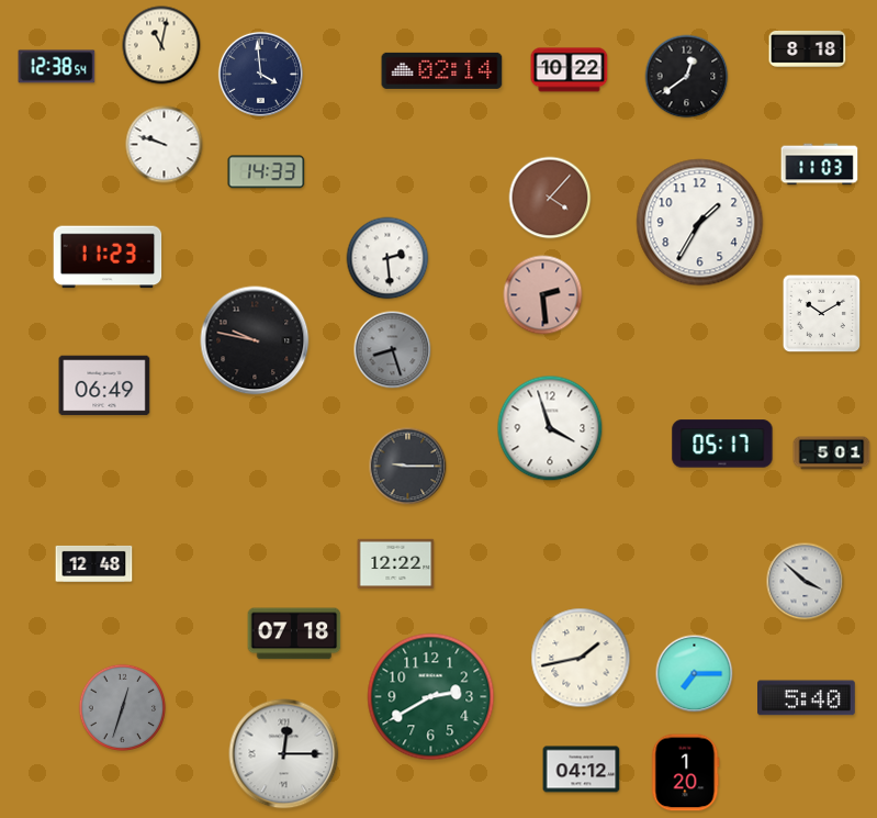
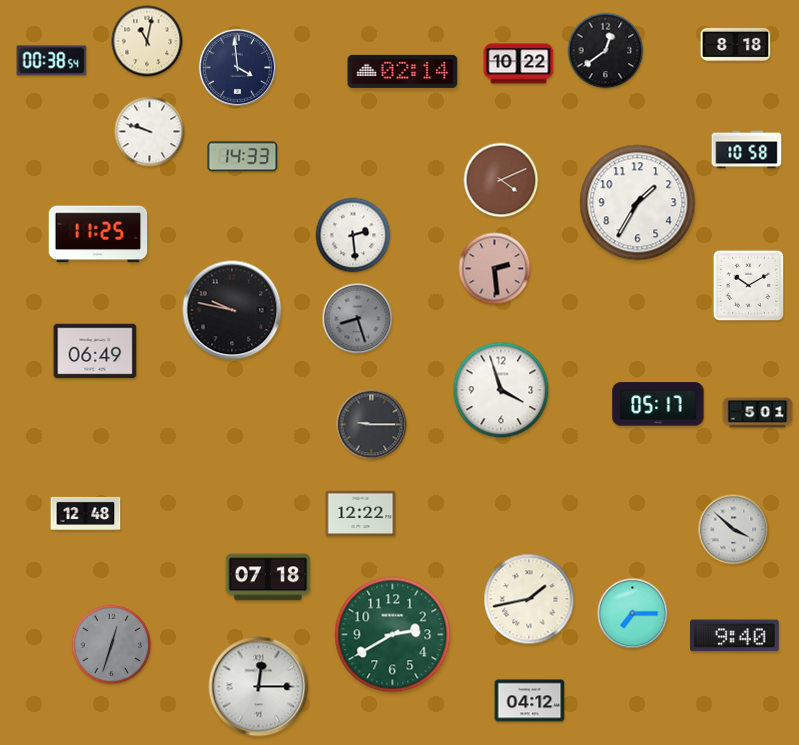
clock at (57, 67): 12:38 -> 00:38
clock at (442, 70) position: (442, 70) -> (403, 71)
clock at (687, 77) position: (687, 77) -> (606, 51)
clock at (820, 165): 11:03 -> 10:58
clock at (550, 198): 4:07 -> 4:11
clock at (108, 257): 11:23 -> 11:25
clock at (807, 698): 5:40 -> 9:40
clock at (686, 773): 1:20 -> none
